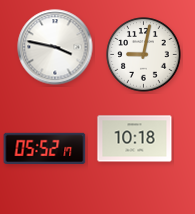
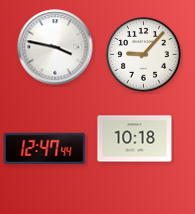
clock at (144, 55): 9:02 -> 9:07
clock at (45, 148): 05:52 -> 12:47
